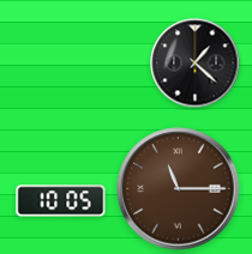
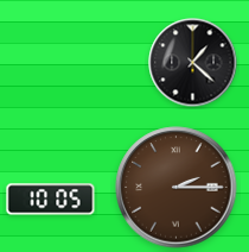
clock at (179, 189): 11:15 -> 2:15
clock at (61, 201) position: (61, 201) -> (51, 200)
